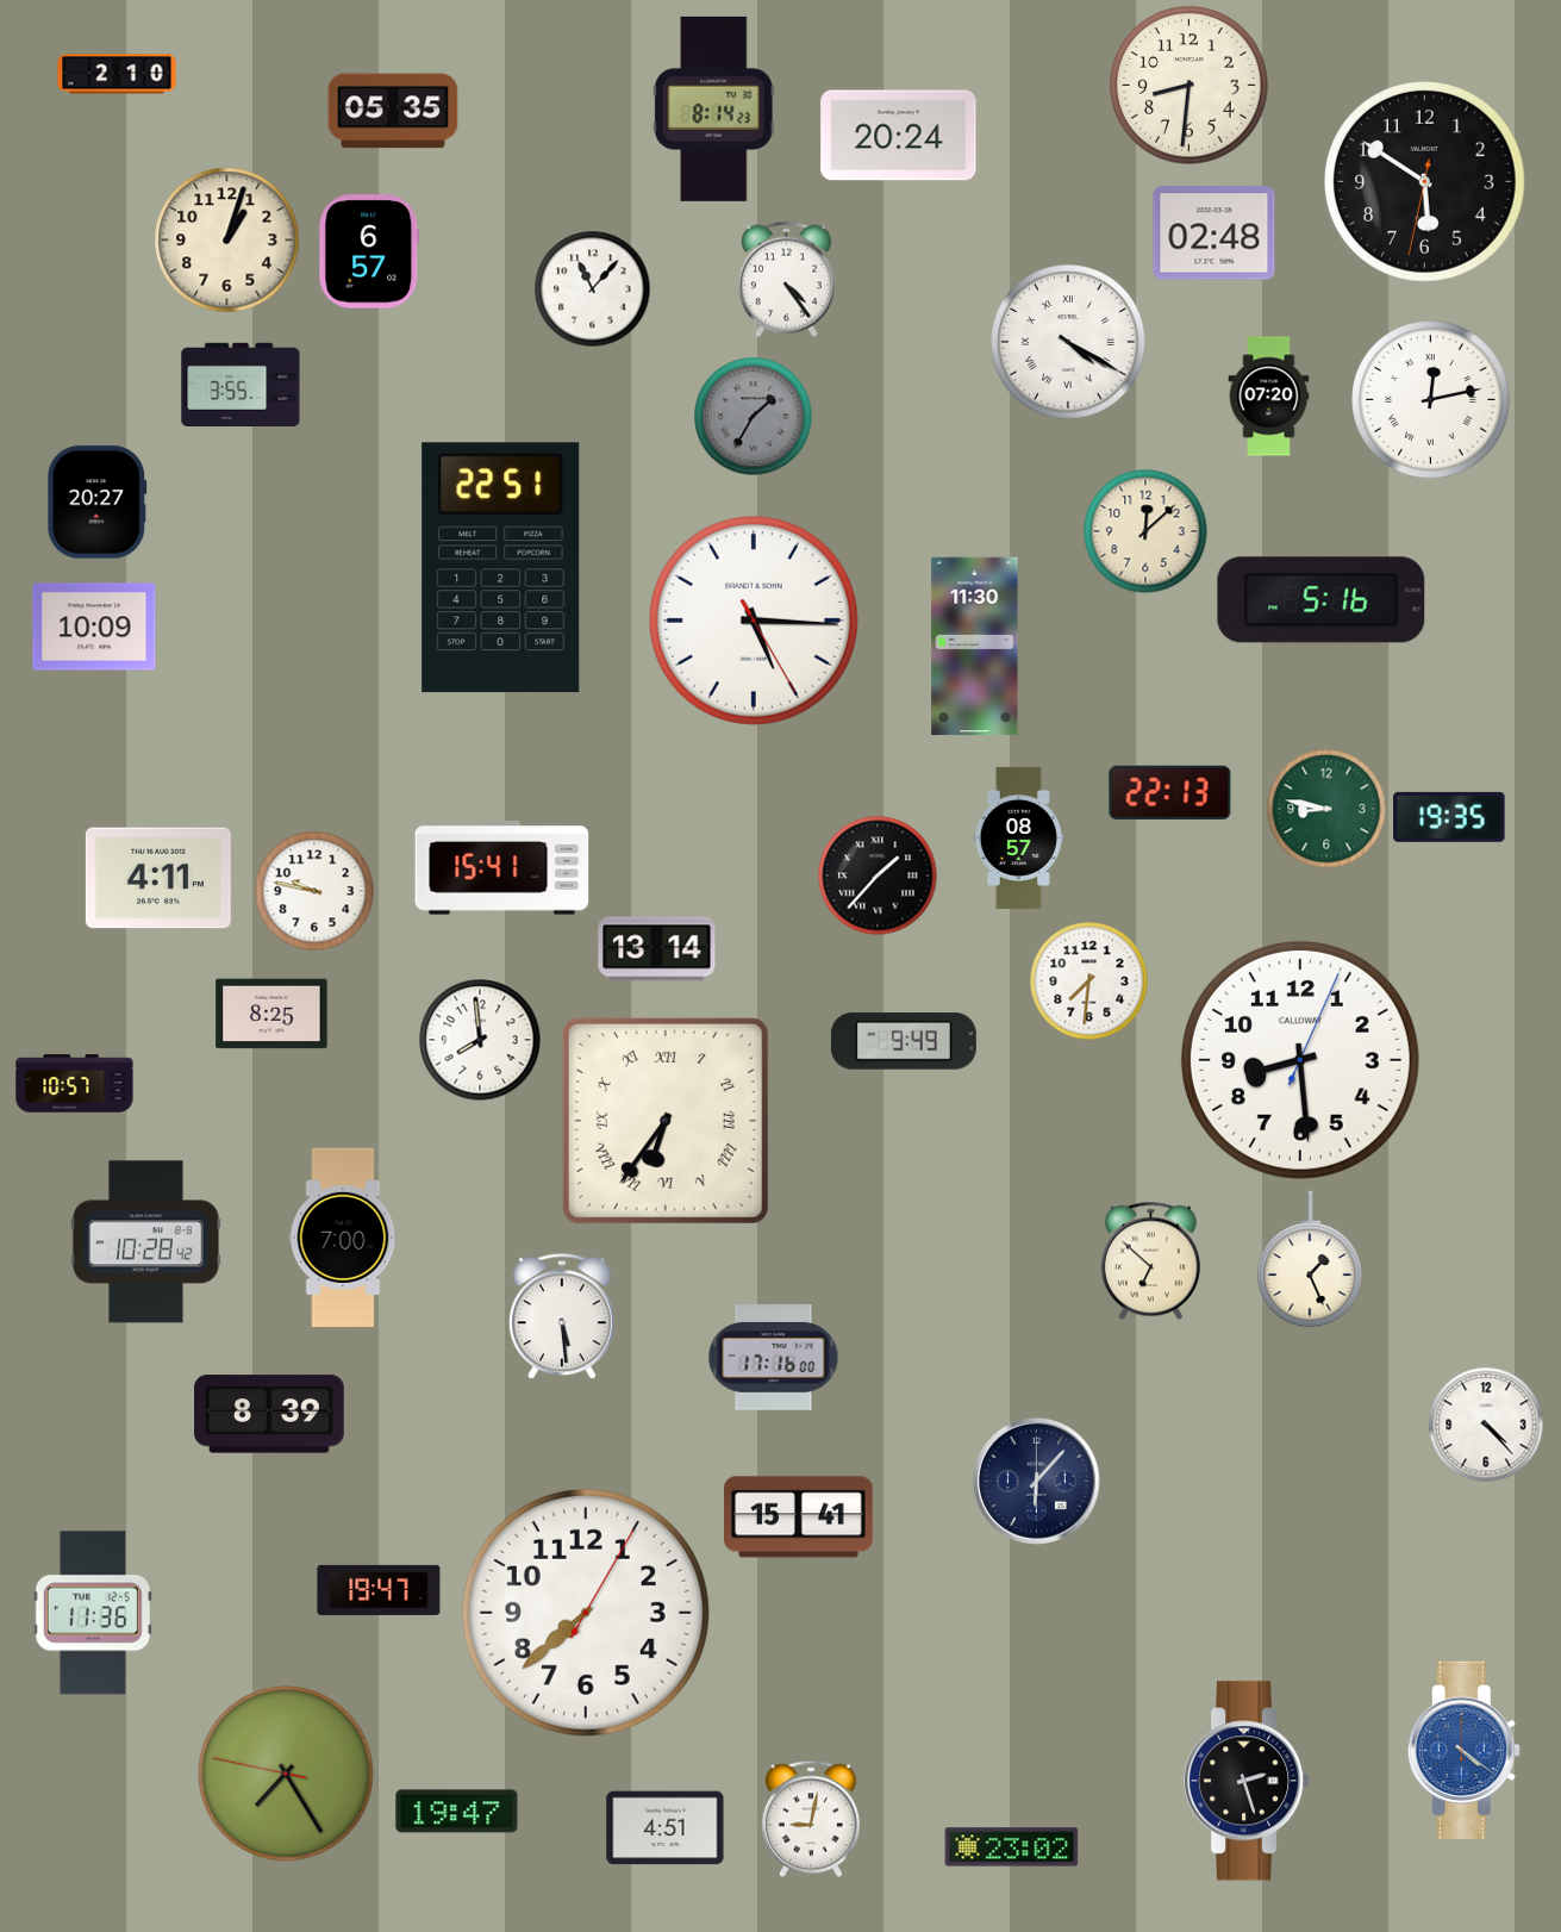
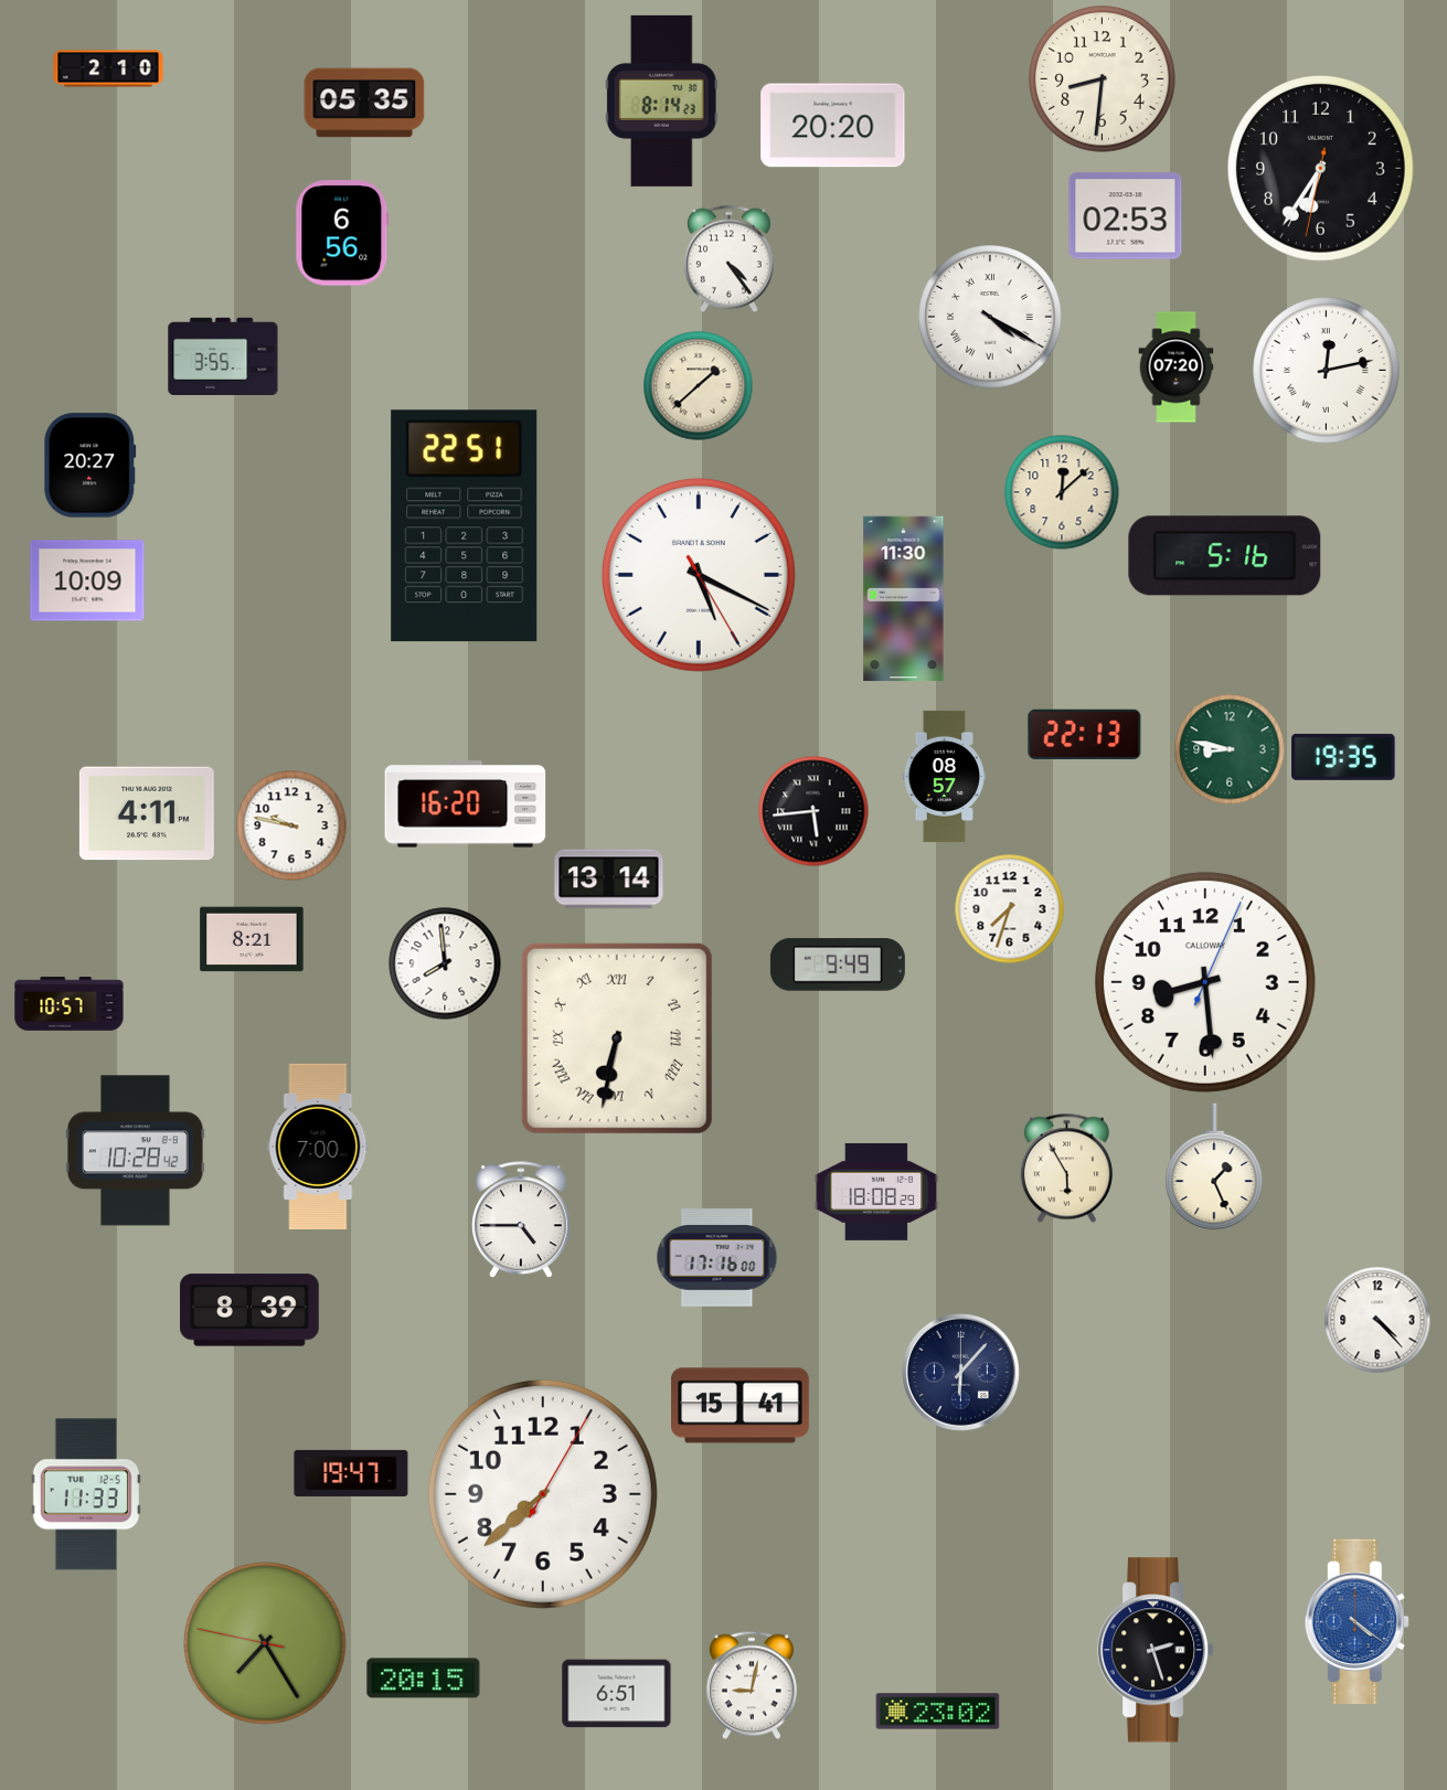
clock at (899, 136): 20:24 -> 20:20
clock at (1425, 182): 5:50 -> 6:35
clock at (1215, 233): 02:48 -> 02:53
clock at (227, 241): 1:03 -> none
clock at (369, 251): 6:57 -> 6:56
clock at (593, 289): 11:07 -> none
clock at (754, 417): 1:35 -> 1:38
clock at (754, 417) dial: grey -> cream
clock at (754, 621): 5:15 -> 5:19
clock at (502, 868): 15:41 -> 16:20
clock at (878, 875): 1:37 -> 5:44
clock at (1089, 981): 7:31 -> 7:33
clock at (271, 1014): 8:25 -> 8:21
clock at (666, 1121): 6:36 -> 6:32
clock at (1150, 1261): 6:52 -> 5:55
clock at (876, 1192): none -> 18:08
clock at (563, 1317): 5:29 -> 4:45
clock at (93, 1613): 11:36 -> 11:33
clock at (457, 1812): 19:47 -> 20:15
clock at (666, 1828): 4:51 -> 6:51
